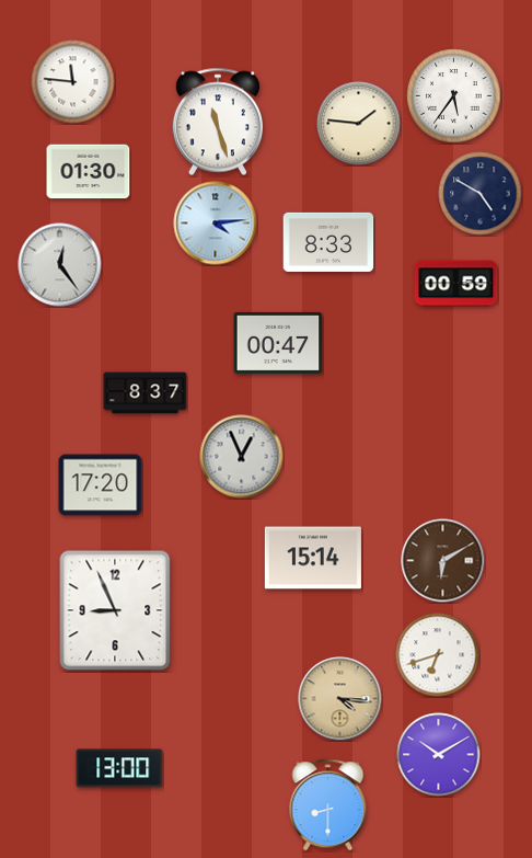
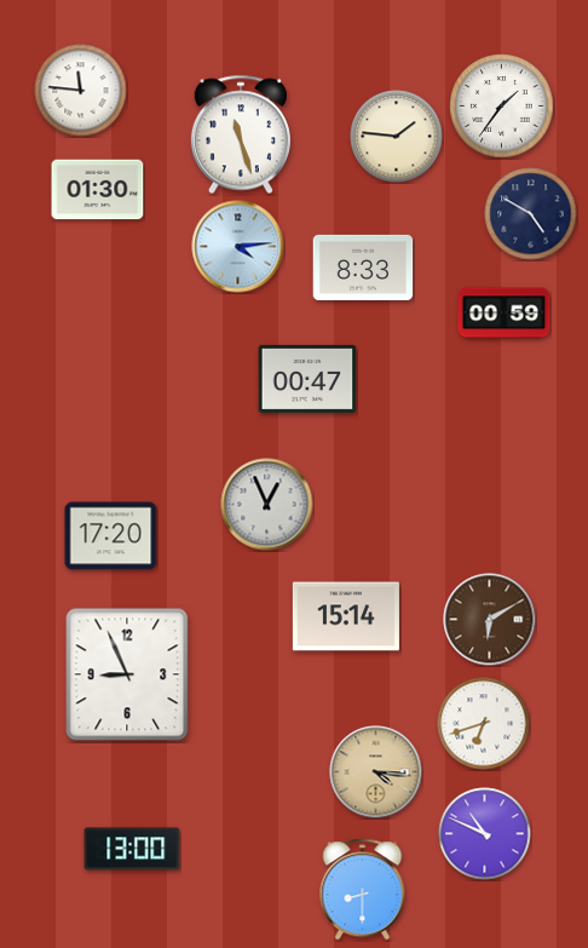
clock at (454, 96): 5:36 -> 1:36
clock at (60, 265): 12:24 -> none
clock at (146, 393): 8:37 -> none
clock at (439, 755): 10:10 -> 10:49
